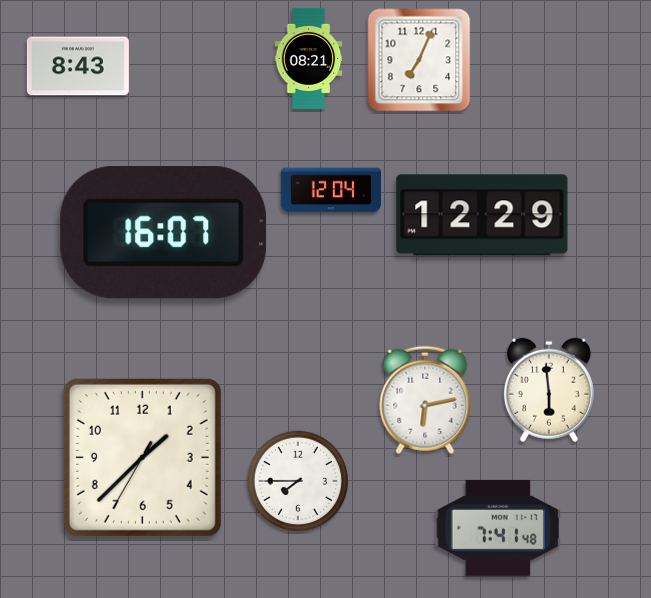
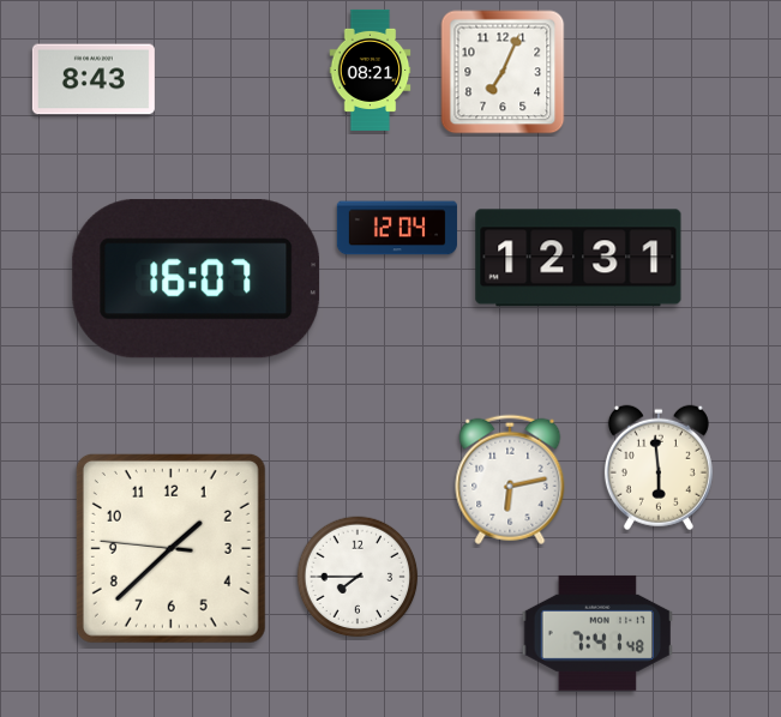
clock at (482, 215): 12:29 -> 12:31
clock at (142, 457): 1:37:35 -> 1:37:46
